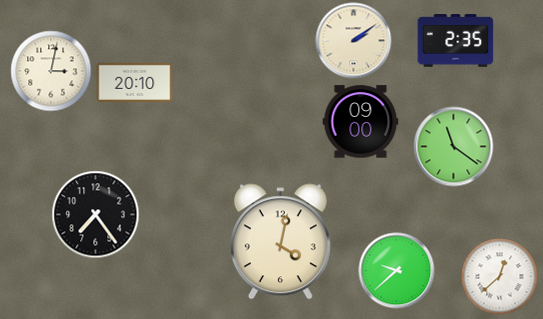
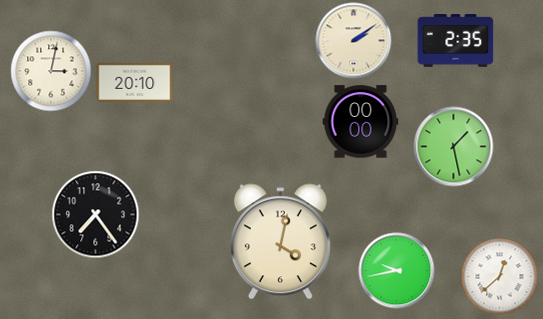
clock at (361, 122): 09:00 -> 00:00
clock at (454, 147): 11:21 -> 1:28
clock at (397, 271): 9:38 -> 9:43
